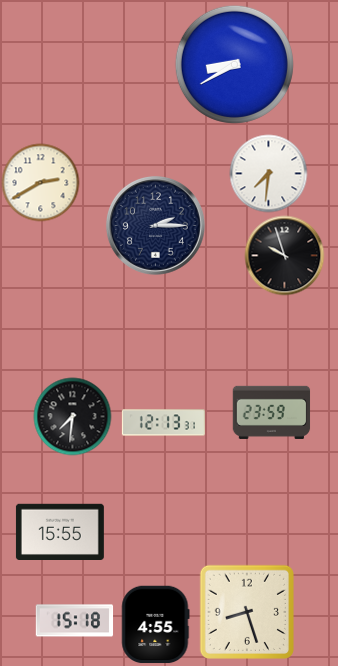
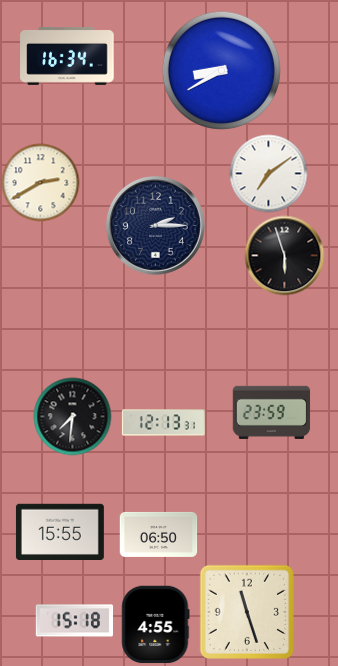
clock at (67, 56): none -> 16:34
clock at (234, 64) position: (234, 64) -> (221, 70)
clock at (268, 173): 7:31 -> 7:09
clock at (284, 255): 9:57 -> 5:57
clock at (158, 534): none -> 06:50
clock at (247, 612): 8:27 -> 11:27
